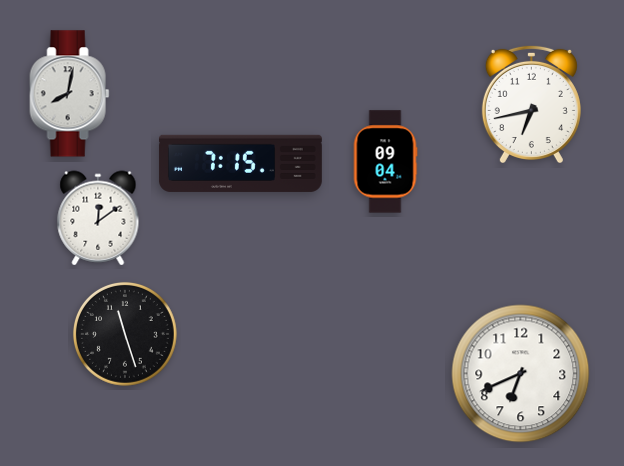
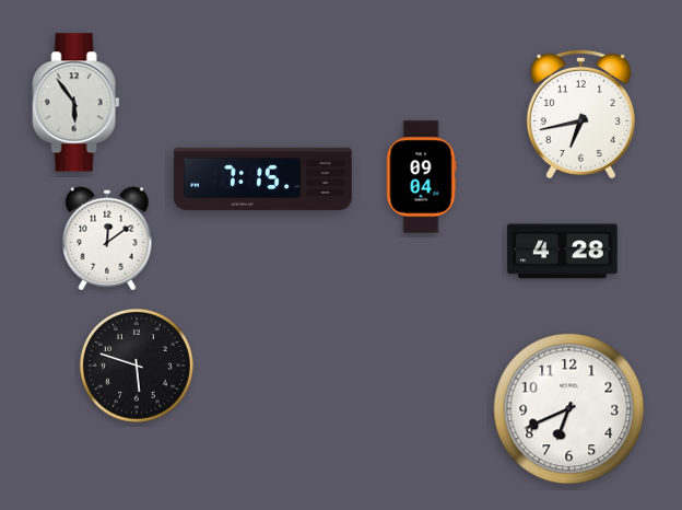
clock at (70, 94): 8:02 -> 5:54
clock at (563, 252): none -> 4:28
clock at (125, 334): 11:27 -> 5:48
